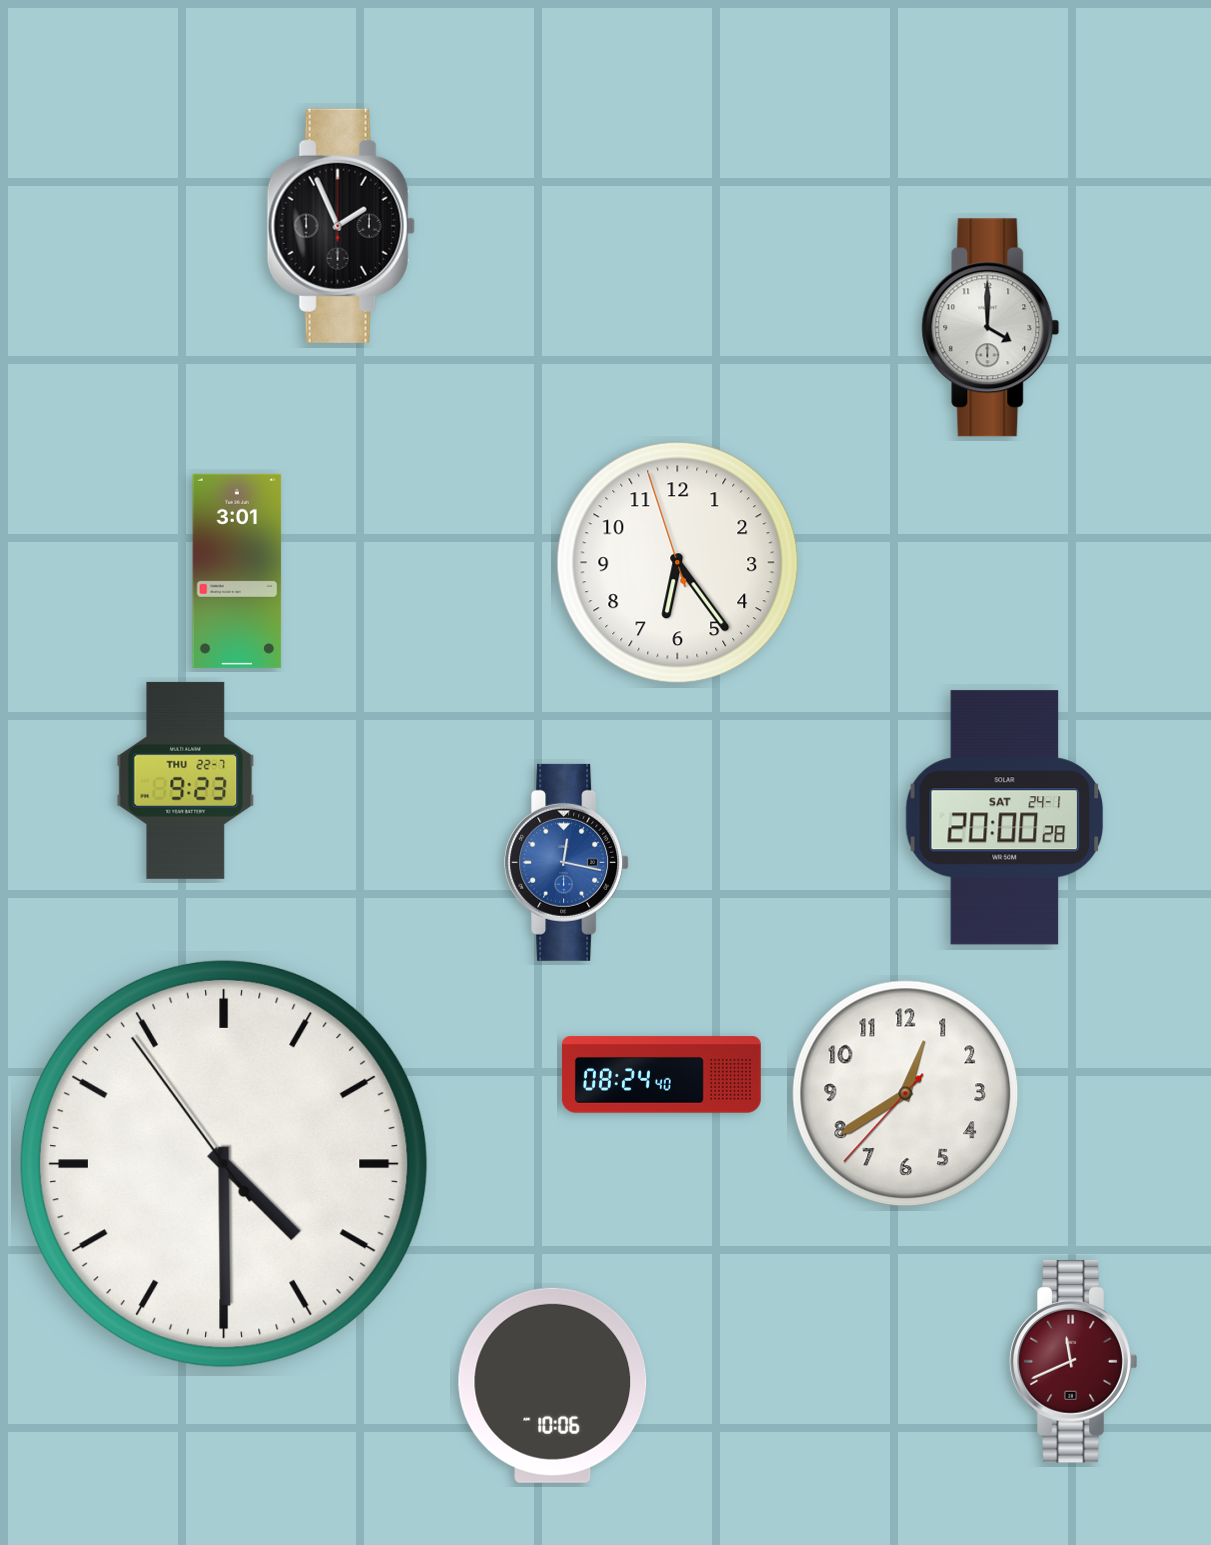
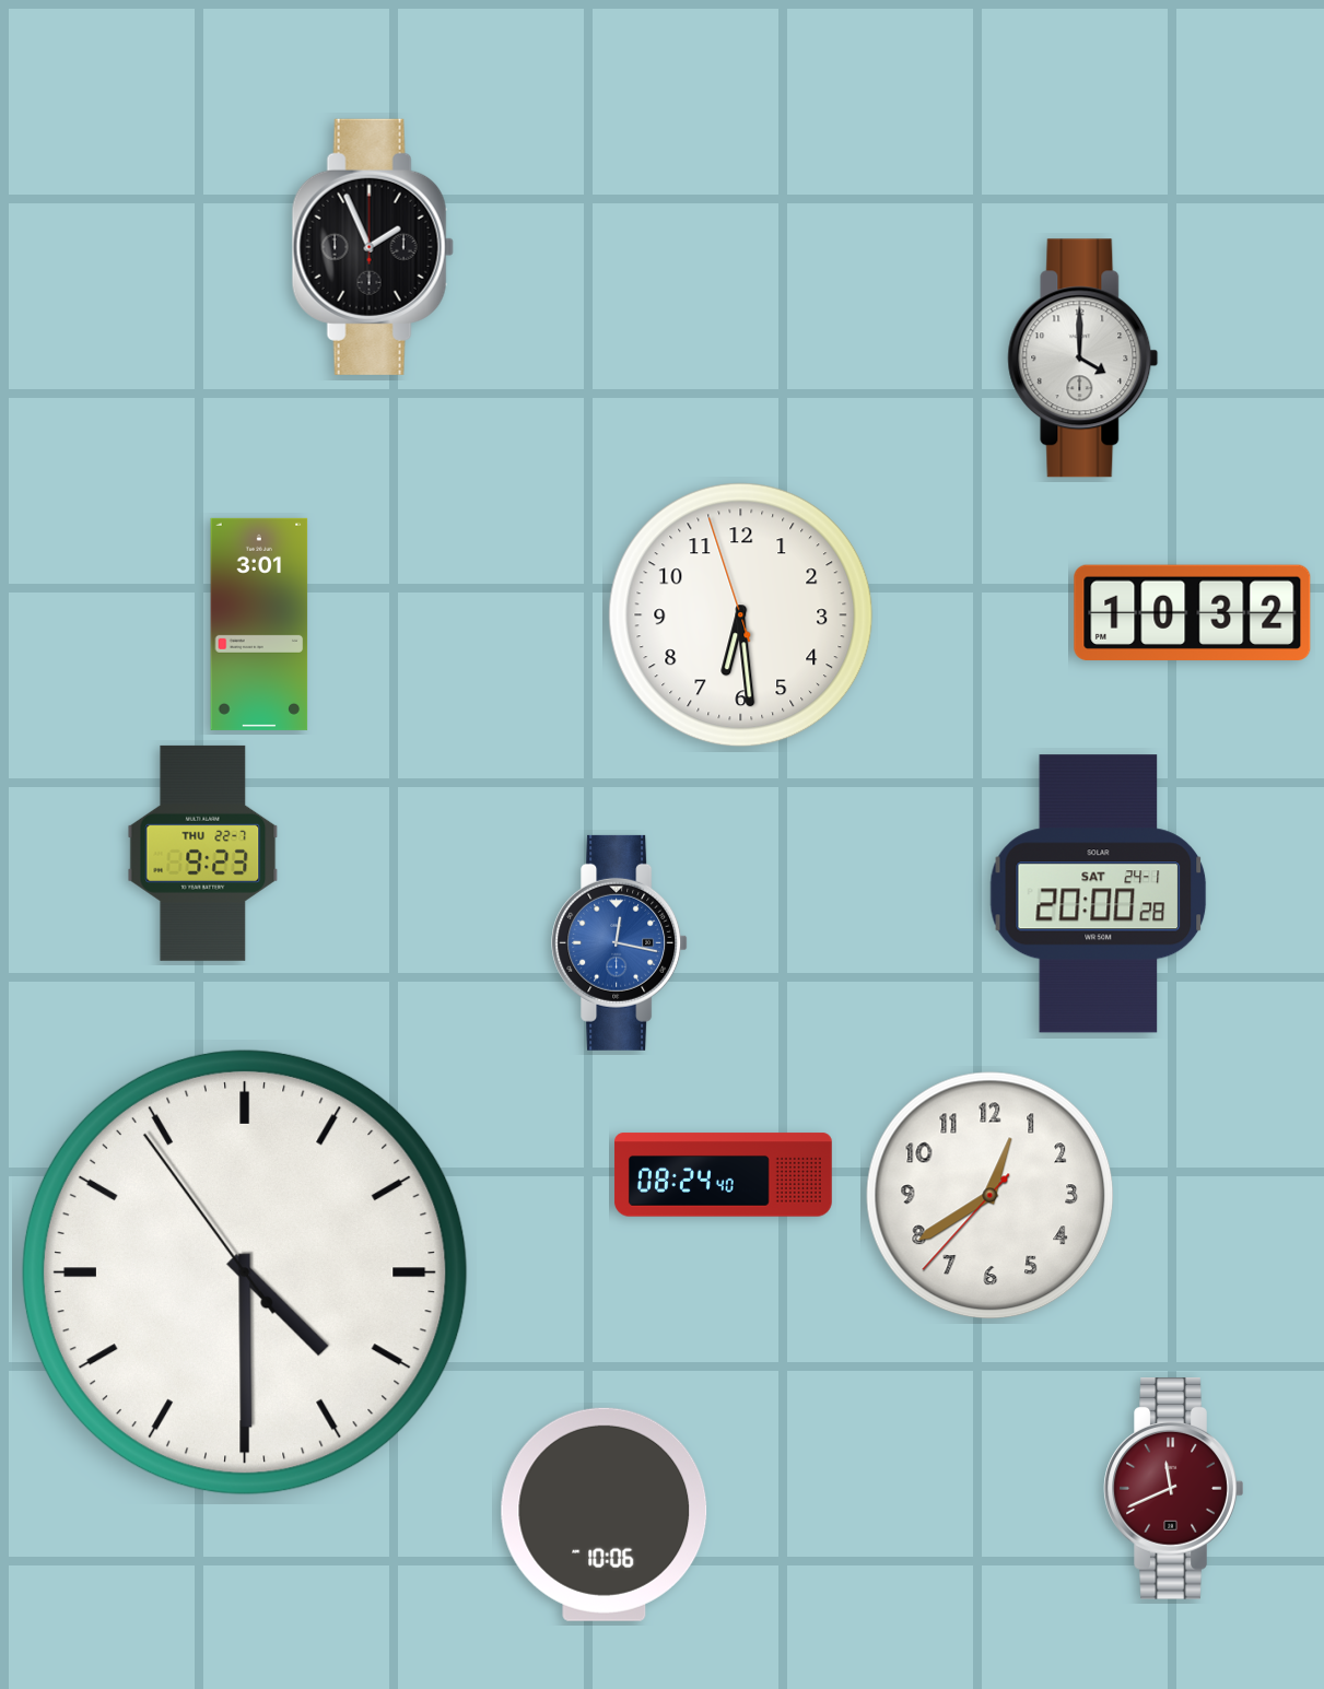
clock at (1193, 612): none -> 10:32
clock at (678, 563): 6:23 -> 6:28
